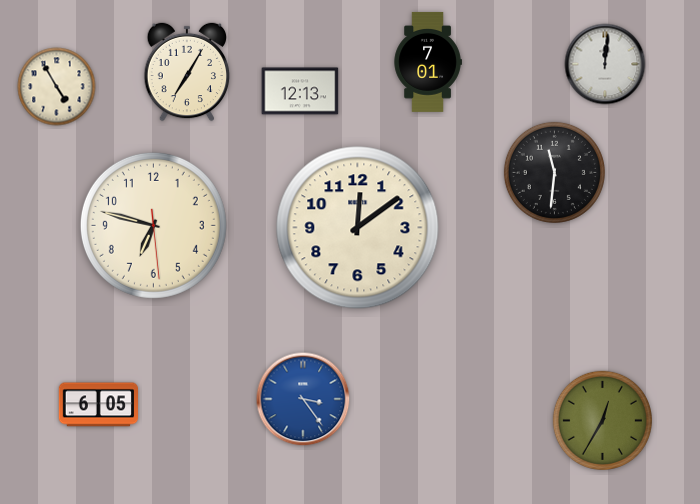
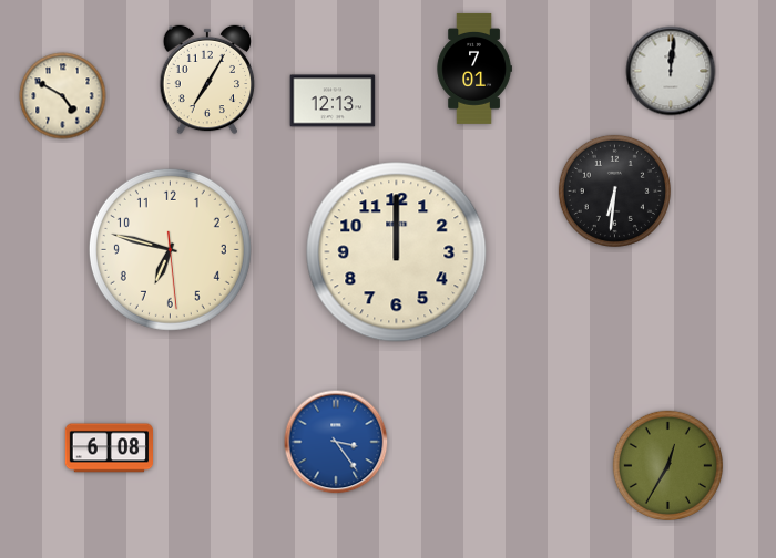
clock at (57, 87): 4:55 -> 4:50
clock at (554, 172): 11:31 -> 6:31
clock at (358, 228): 12:09 -> 12:00
clock at (98, 405): 6:05 -> 6:08
